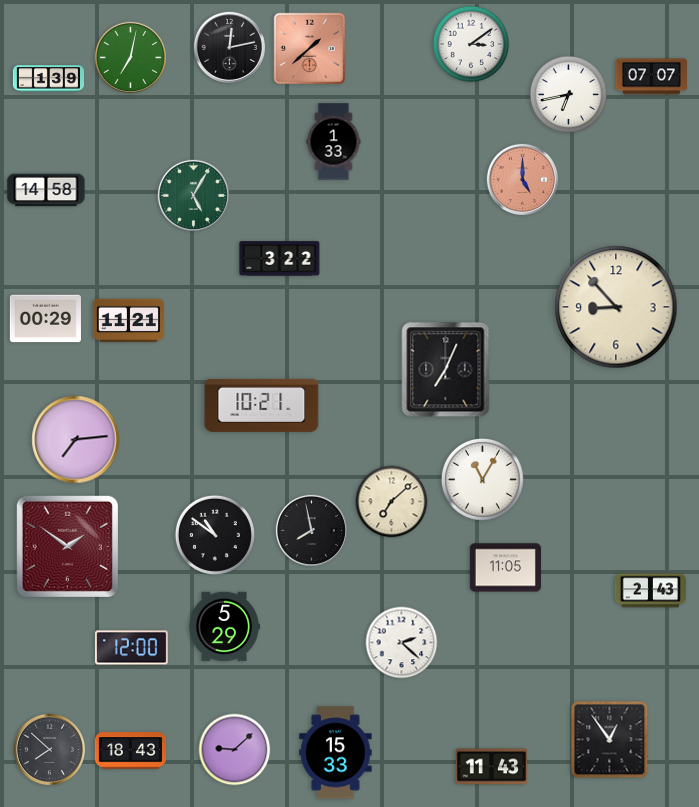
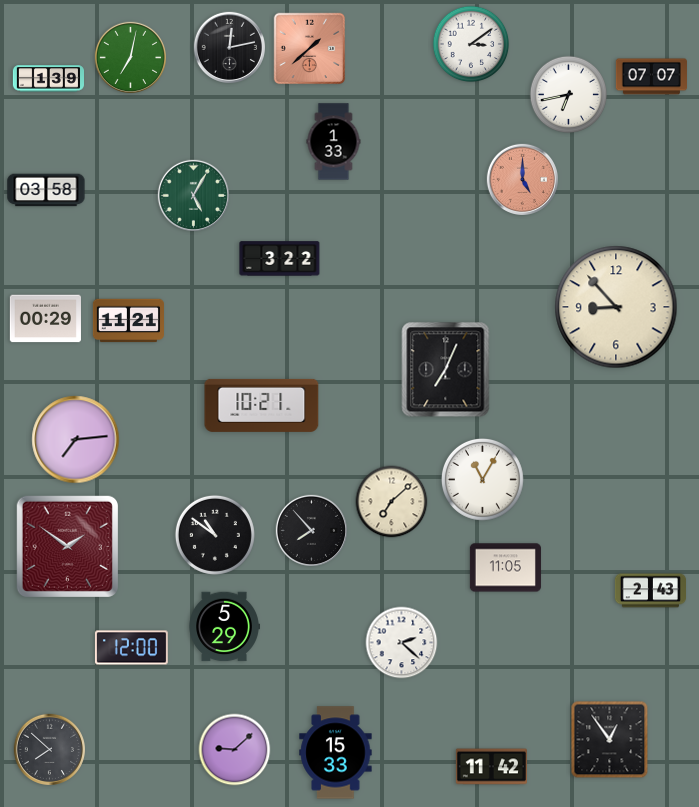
clock at (46, 190): 14:58 -> 03:58
clock at (311, 530): 7:58 -> 7:53
clock at (130, 751): 18:43 -> none
clock at (491, 767): 11:43 -> 11:42
